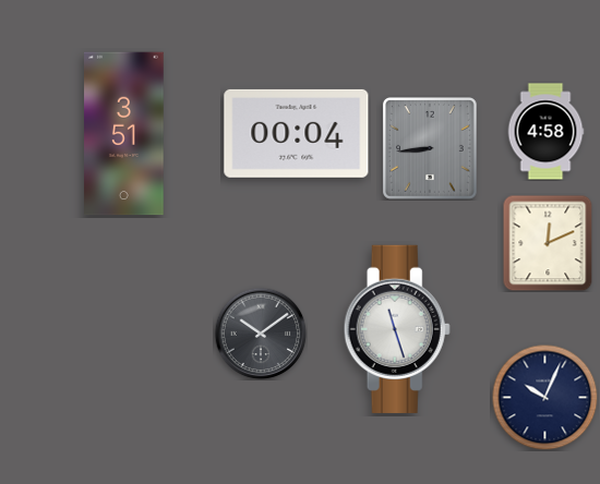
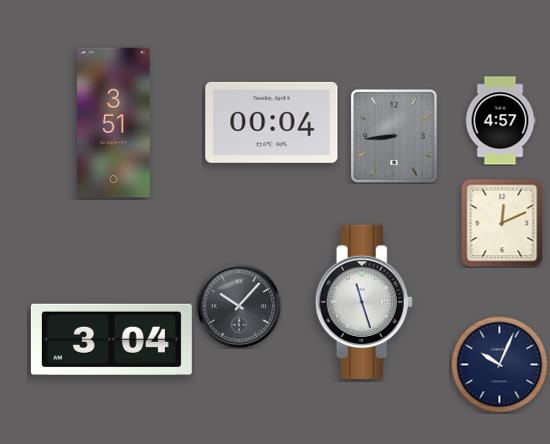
clock at (545, 132): 4:58 -> 4:57
clock at (261, 334): 10:09 -> 10:07
clock at (111, 339): none -> 3:04
